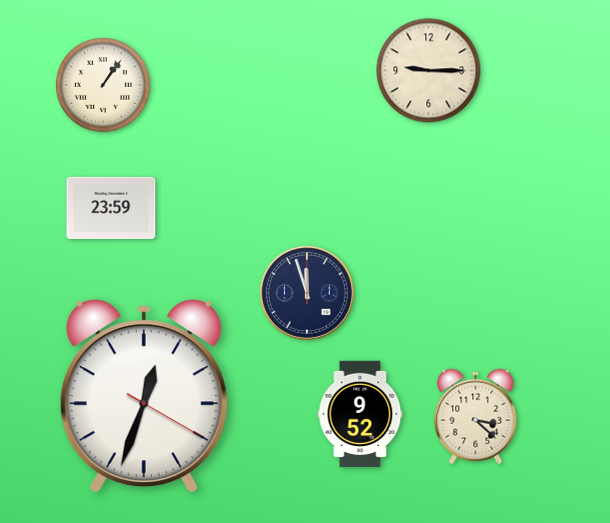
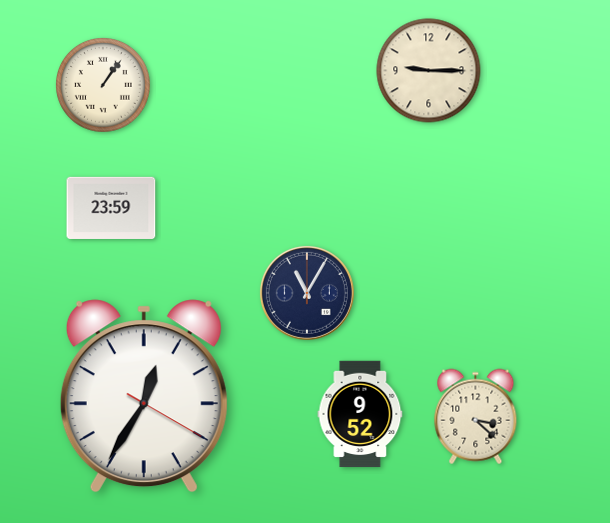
clock at (307, 293): 11:57 -> 11:05
clock at (144, 396): 12:33 -> 12:35
